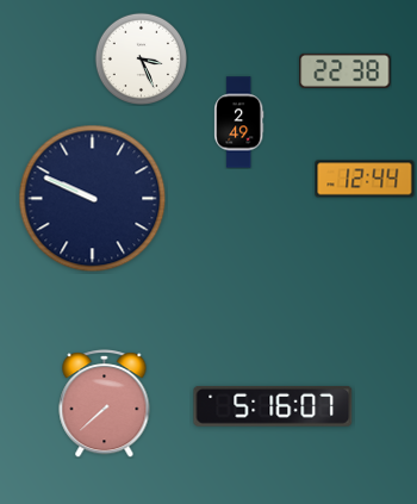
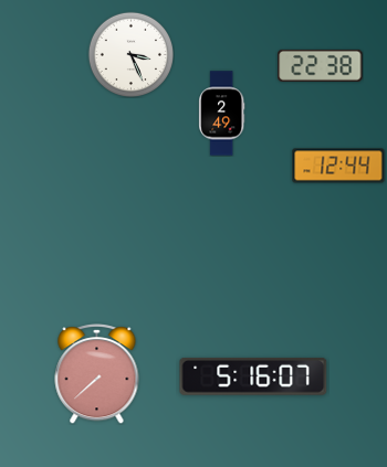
clock at (93, 199): 9:49 -> none
